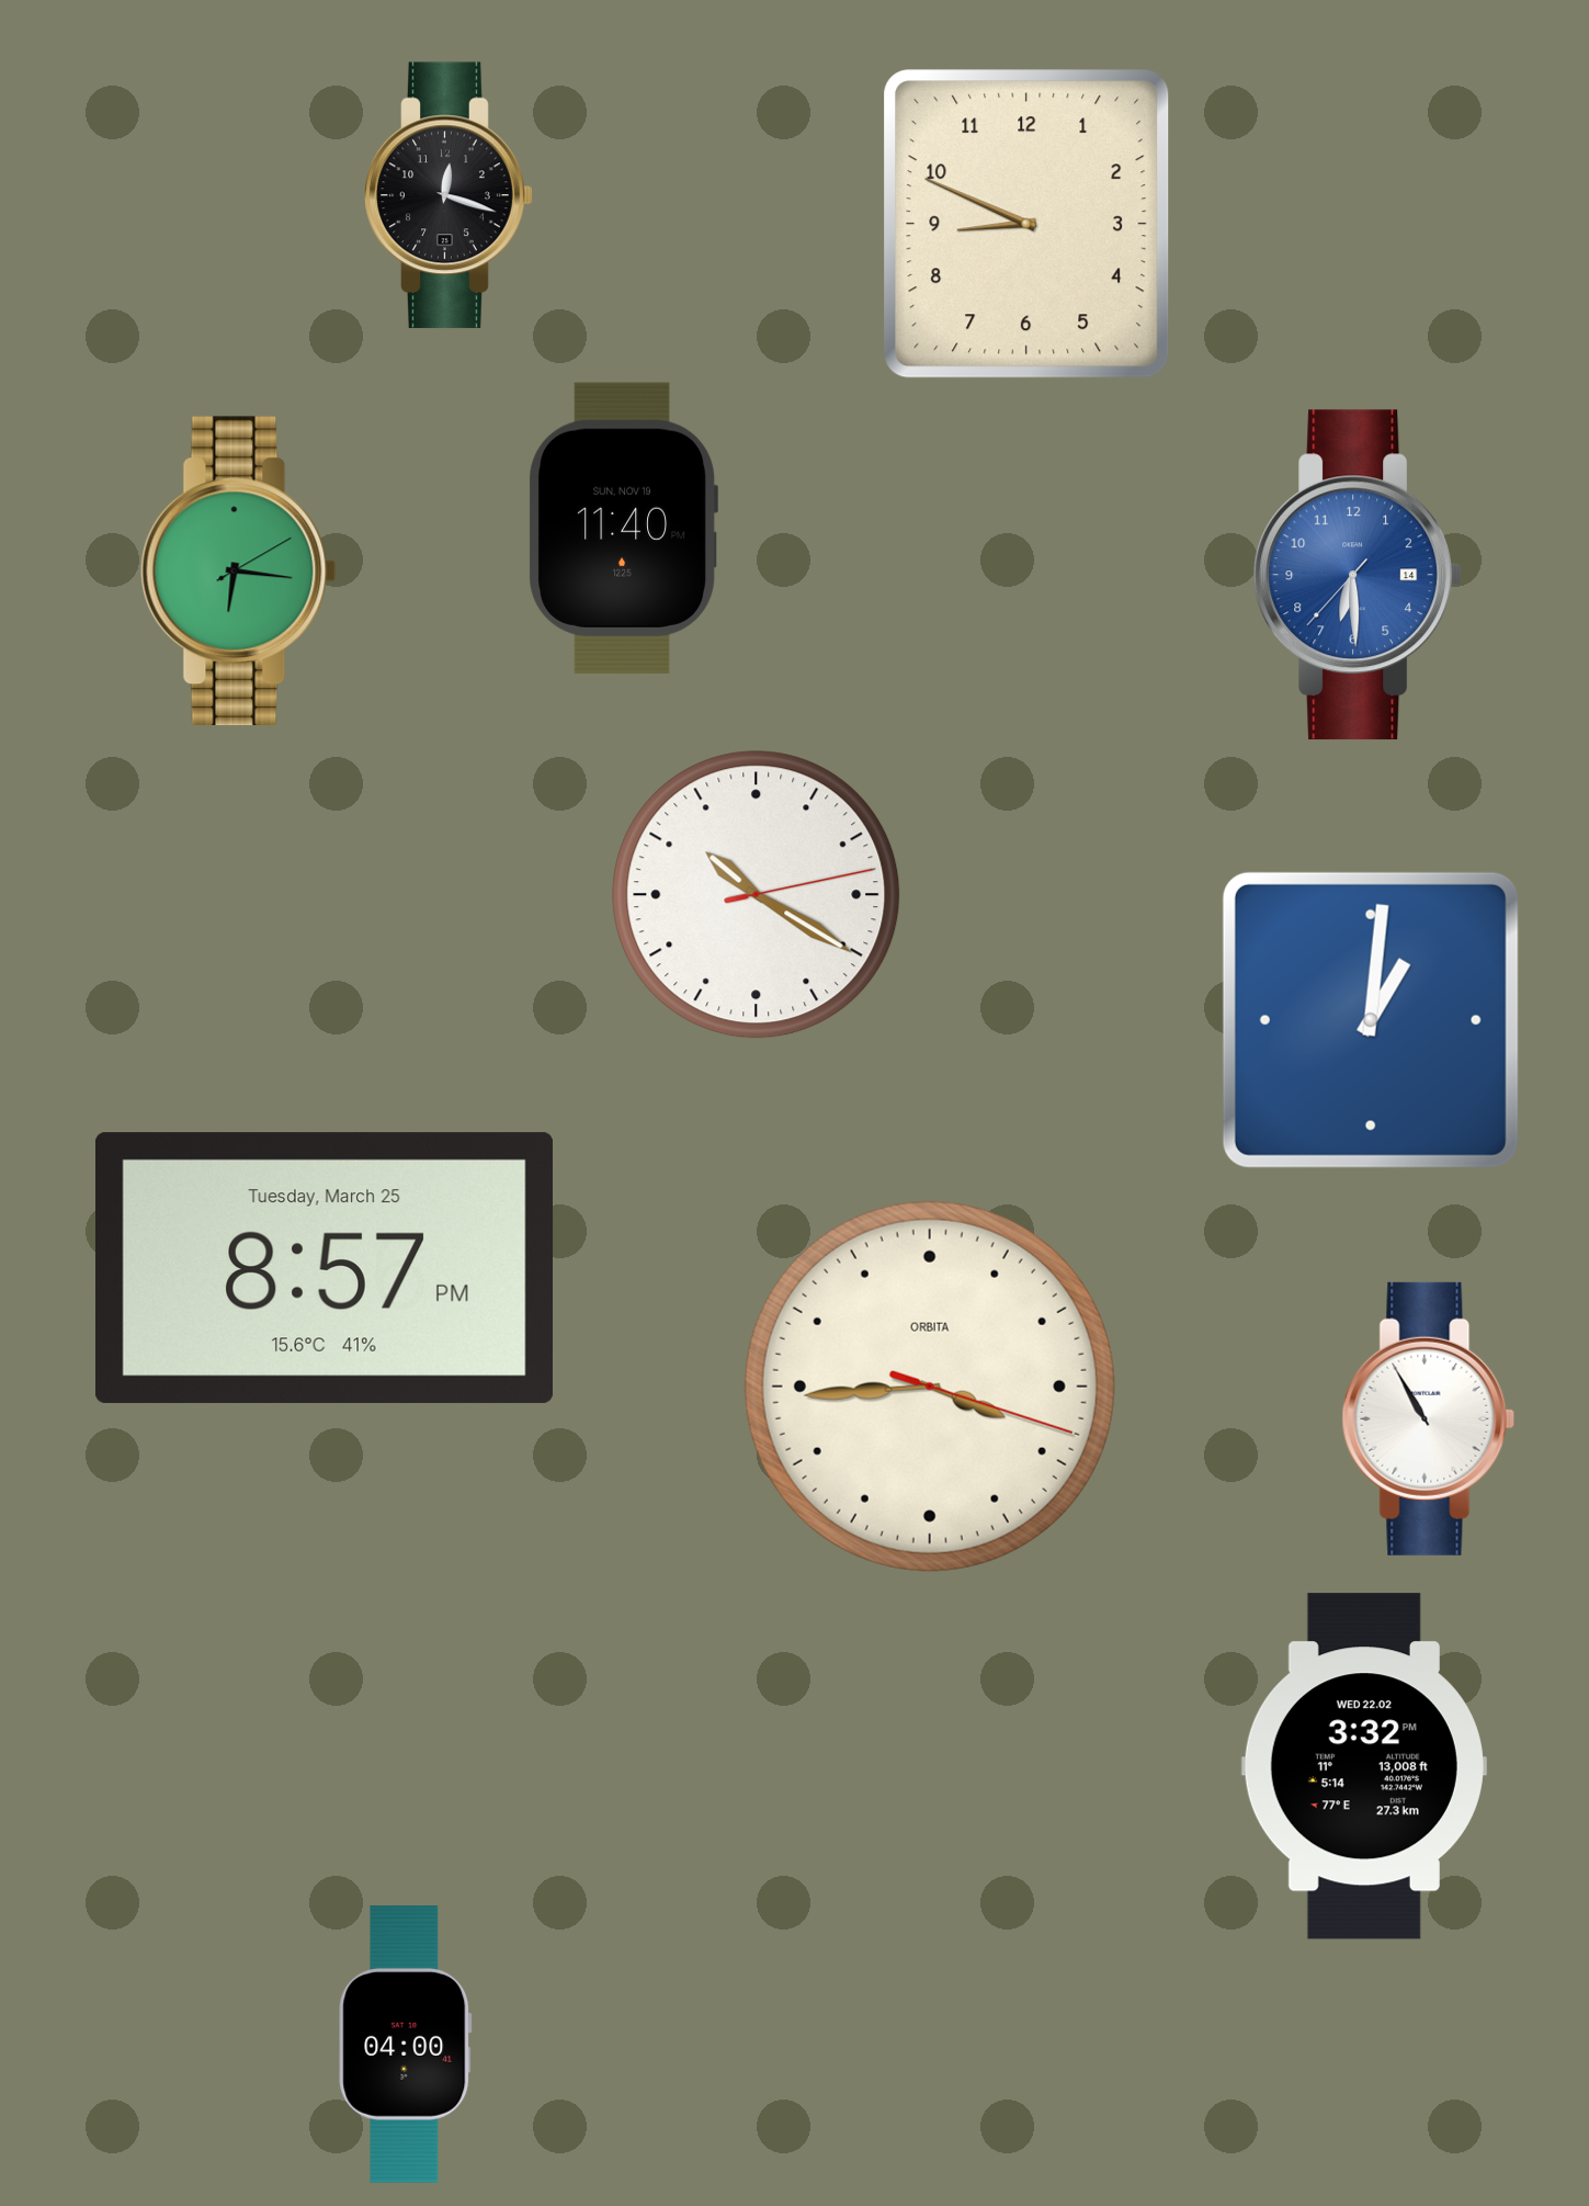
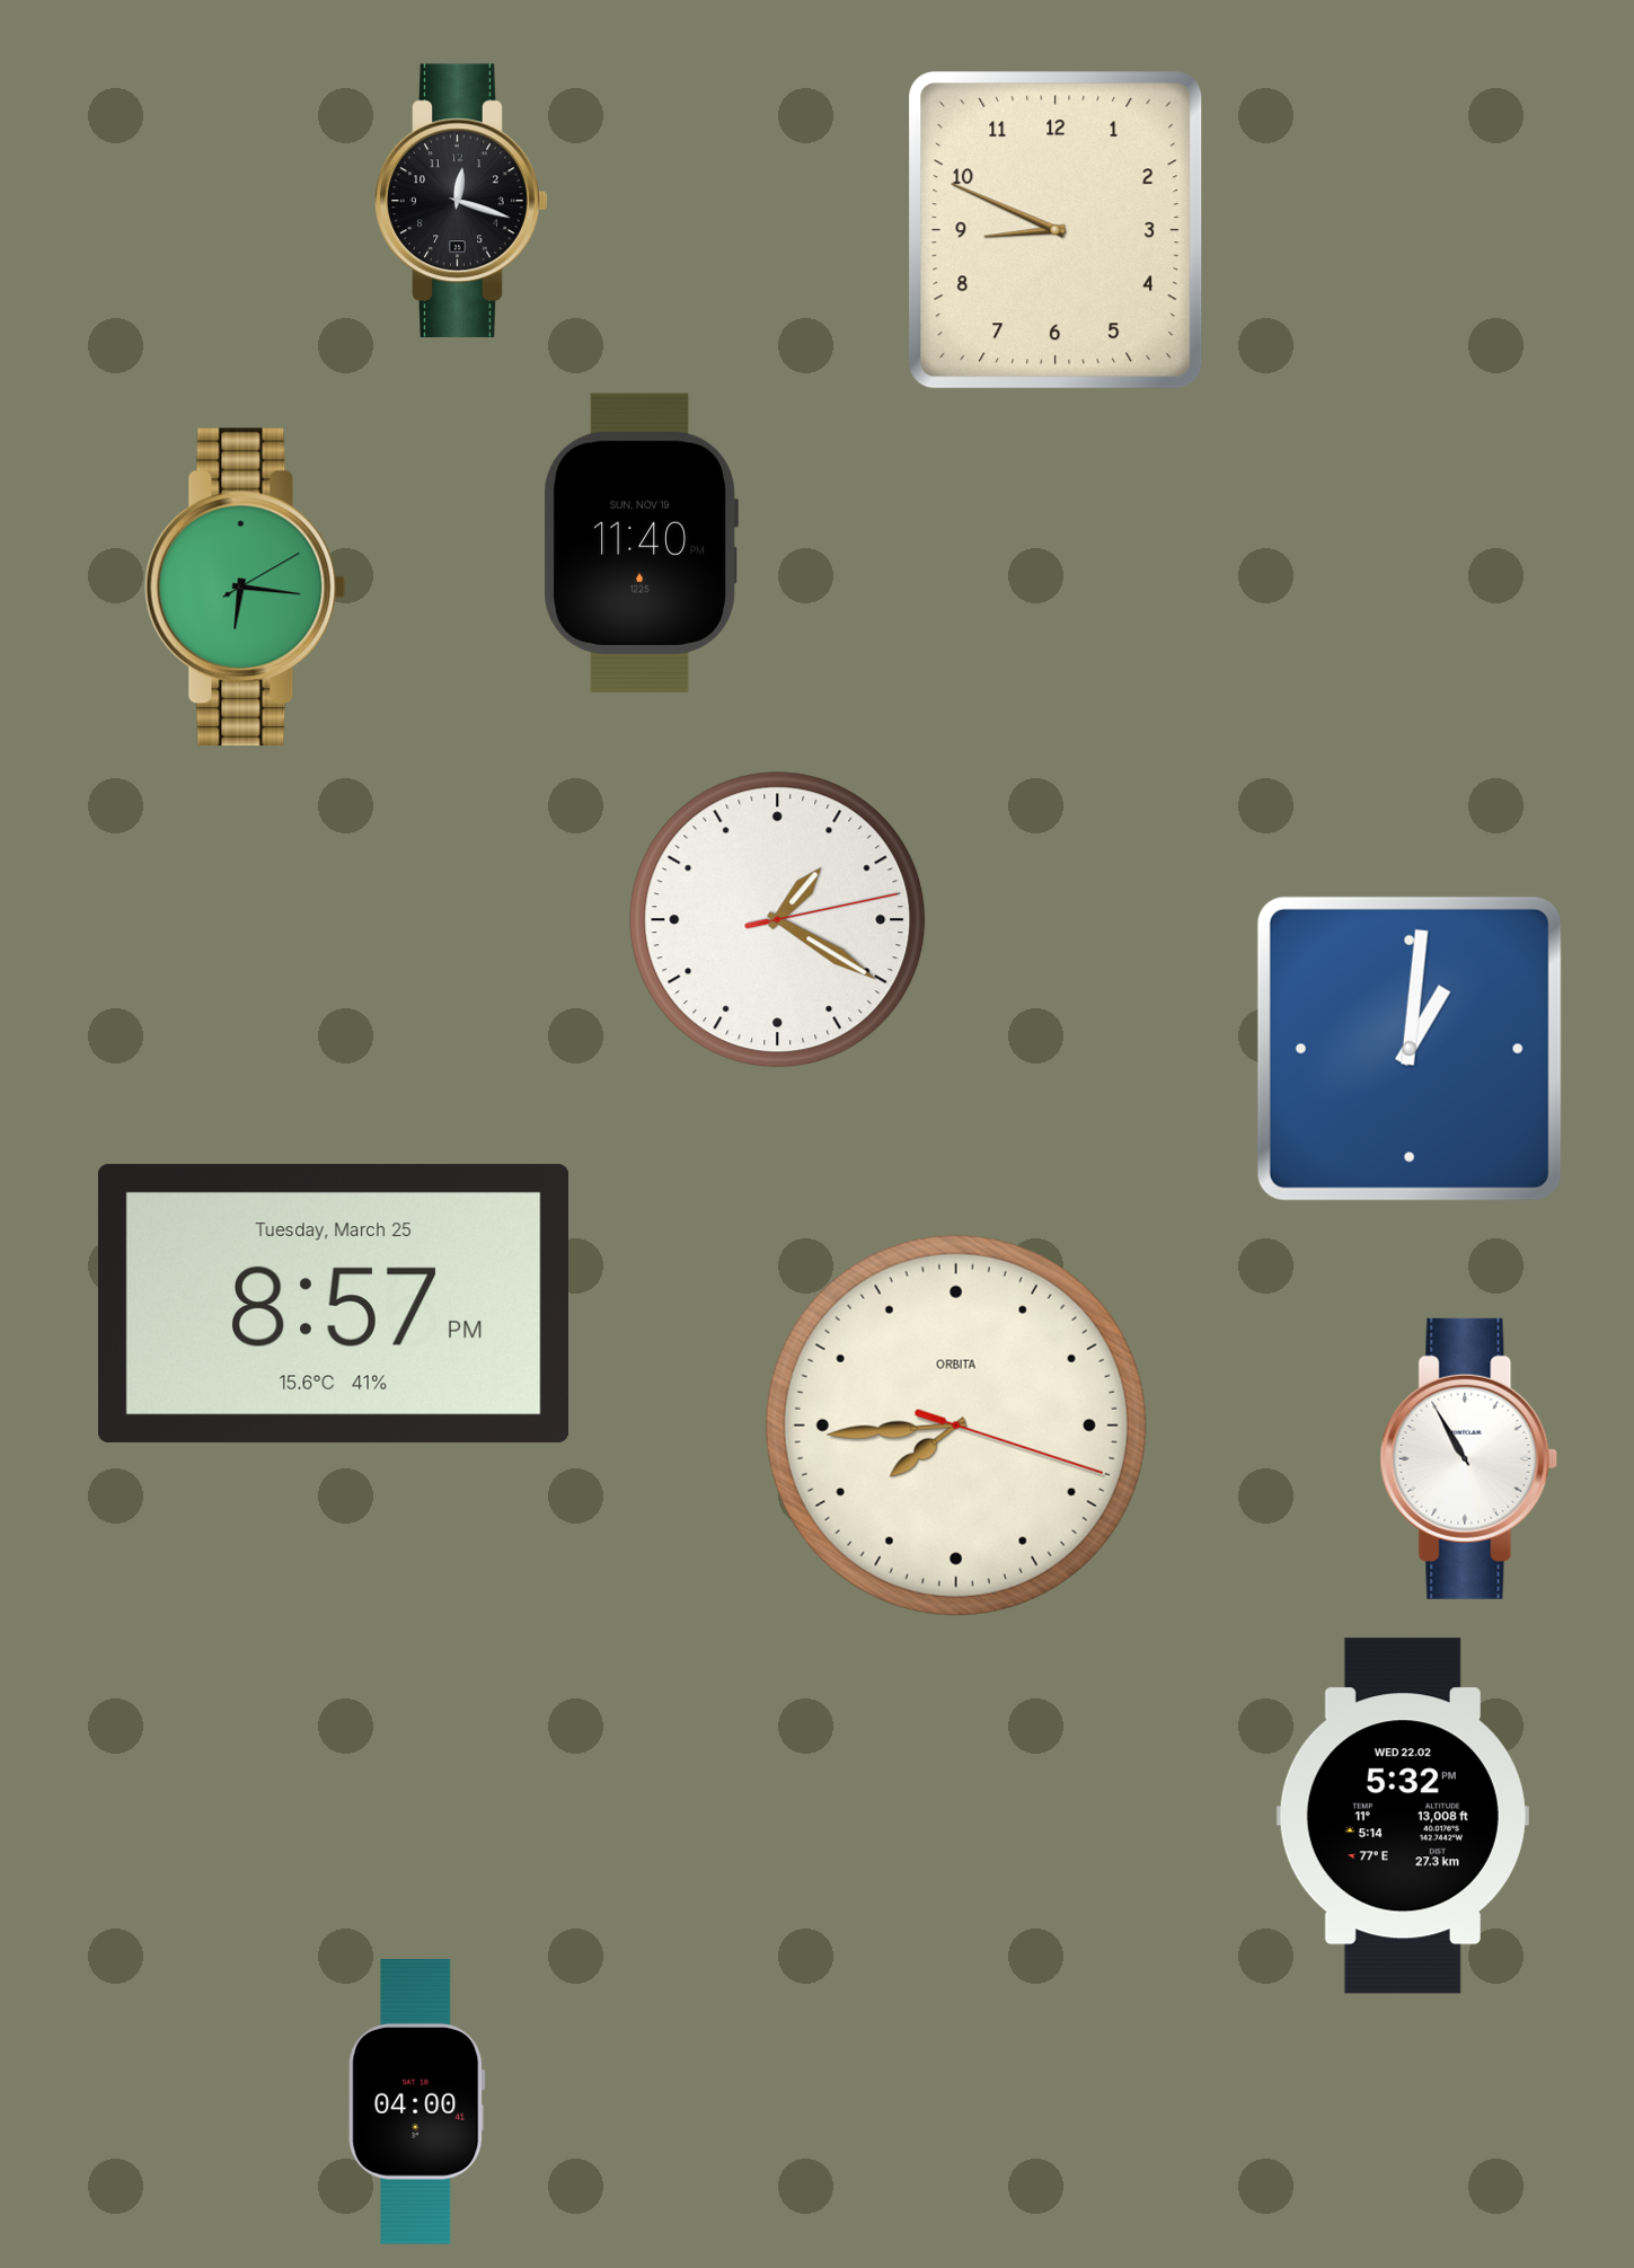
clock at (1357, 575): 6:29 -> none
clock at (757, 895): 10:20 -> 1:20
clock at (930, 1387): 3:44 -> 7:44
clock at (1364, 1766): 3:32 -> 5:32
